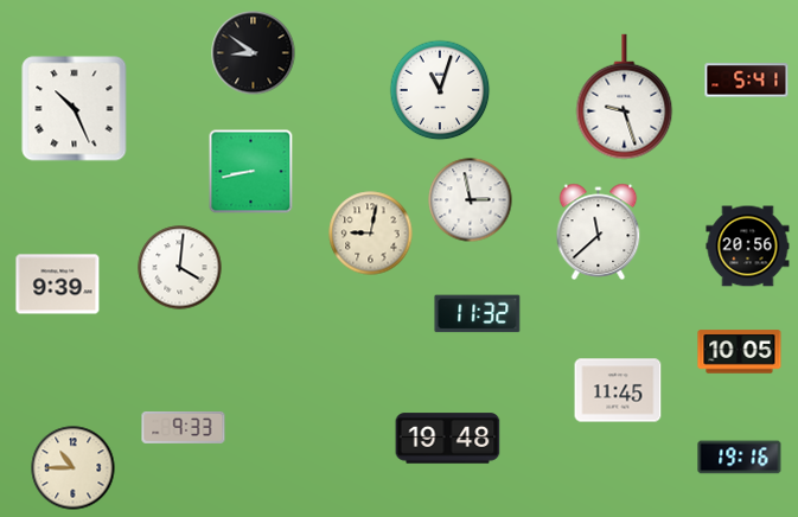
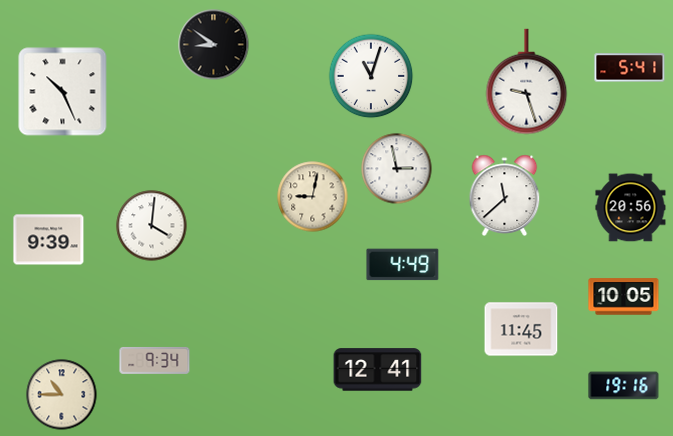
clock at (251, 172): 8:43 -> none
clock at (478, 314): 11:32 -> 4:49
clock at (184, 427): 9:33 -> 9:34
clock at (448, 439): 19:48 -> 12:41
